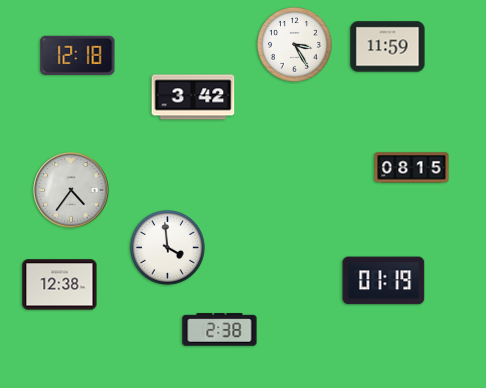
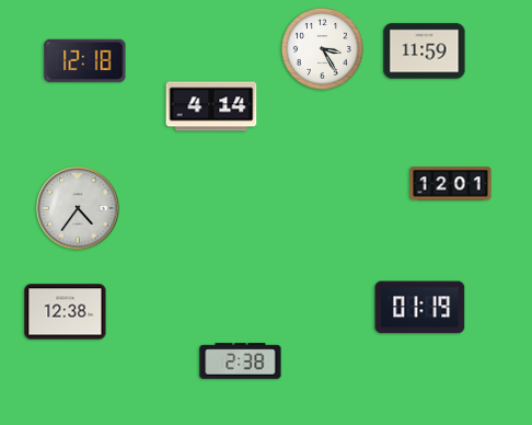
clock at (193, 97): 3:42 -> 4:14
clock at (412, 168): 08:15 -> 12:01
clock at (167, 247): 3:59 -> none
